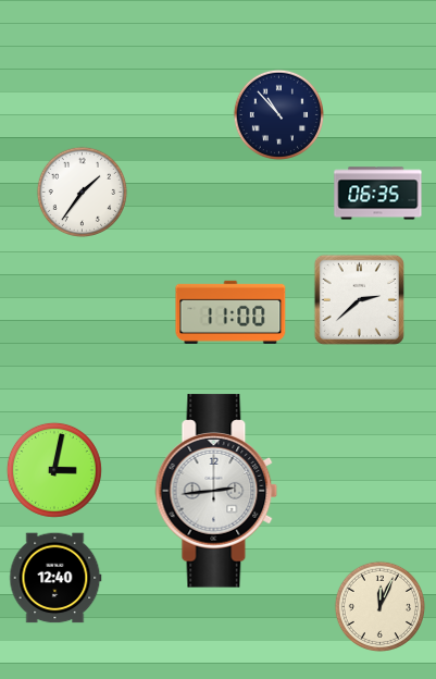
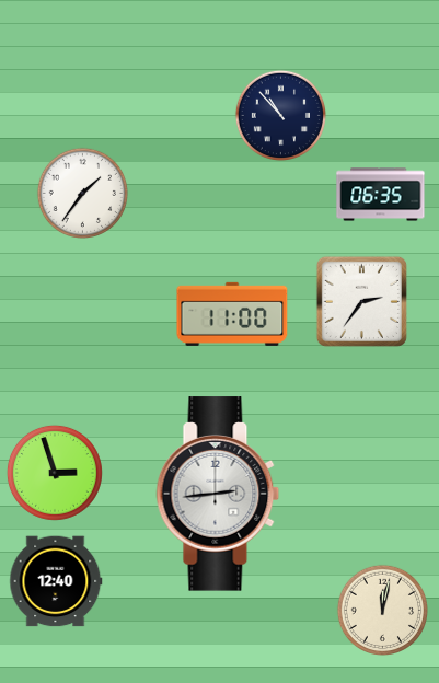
clock at (359, 299): 2:38 -> 2:36
clock at (54, 470): 3:02 -> 2:57
clock at (379, 606): 12:04 -> 12:02
